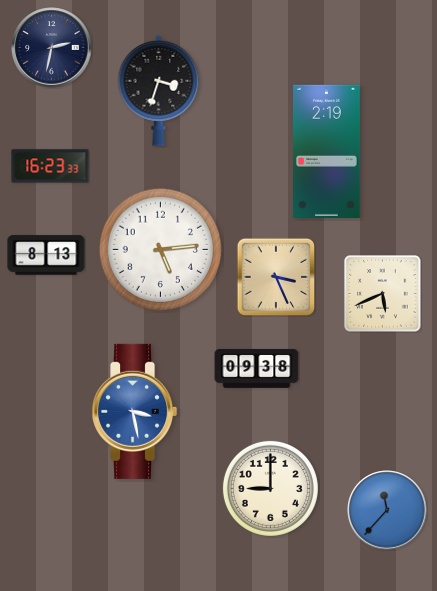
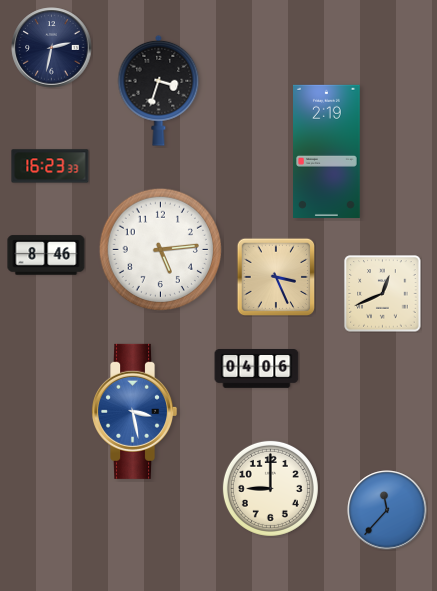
clock at (46, 255): 8:13 -> 8:46
clock at (383, 294): 5:41 -> 12:41
clock at (257, 369): 09:38 -> 04:06
